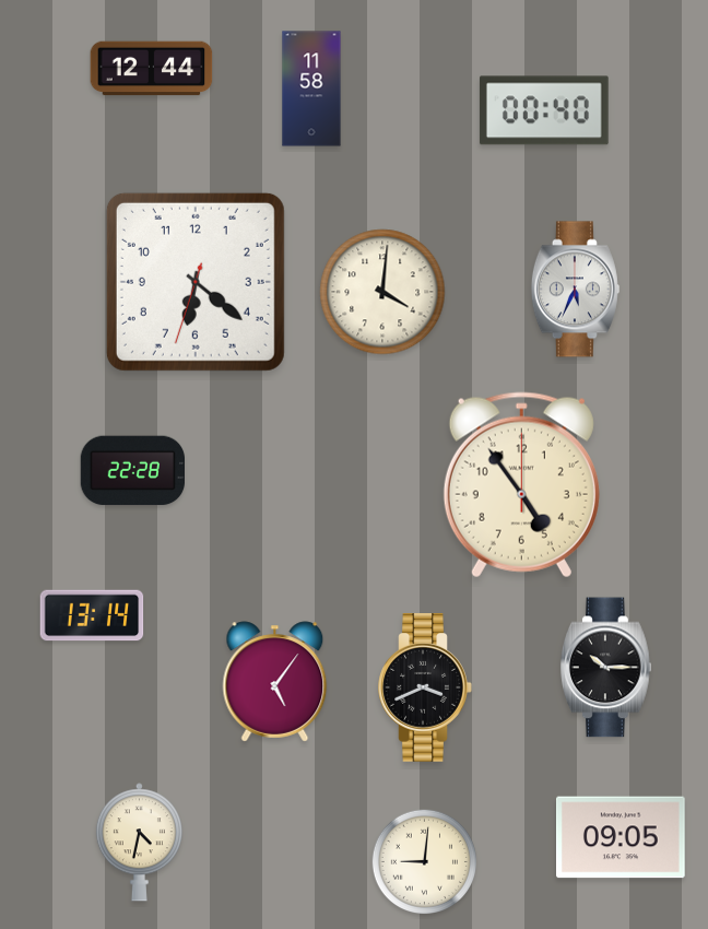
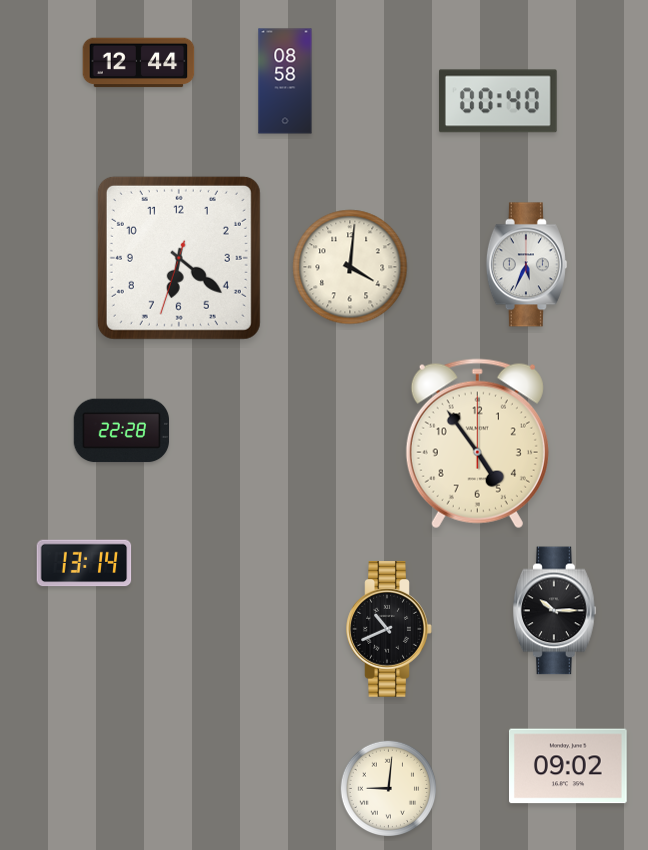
clock at (311, 89): 11:58 -> 08:58
clock at (275, 682): 5:06 -> none
clock at (425, 689): 3:41 -> 10:41
clock at (622, 837): 09:05 -> 09:02
clock at (139, 843): 4:32 -> none
